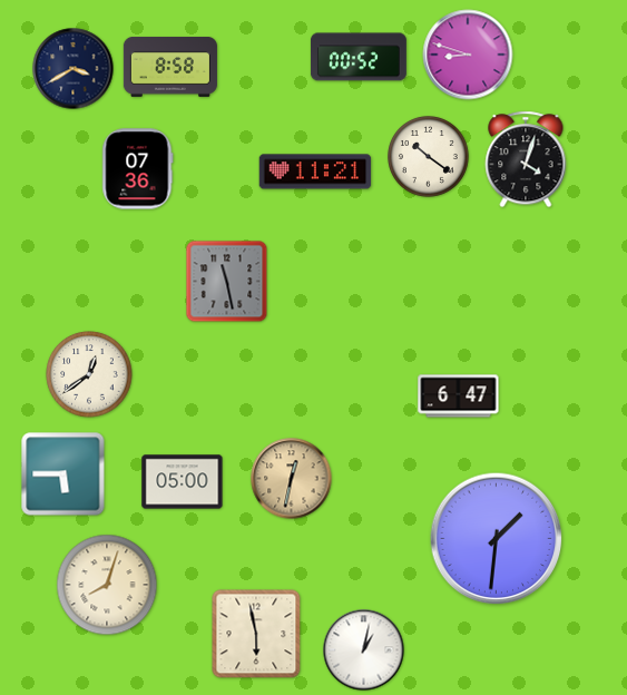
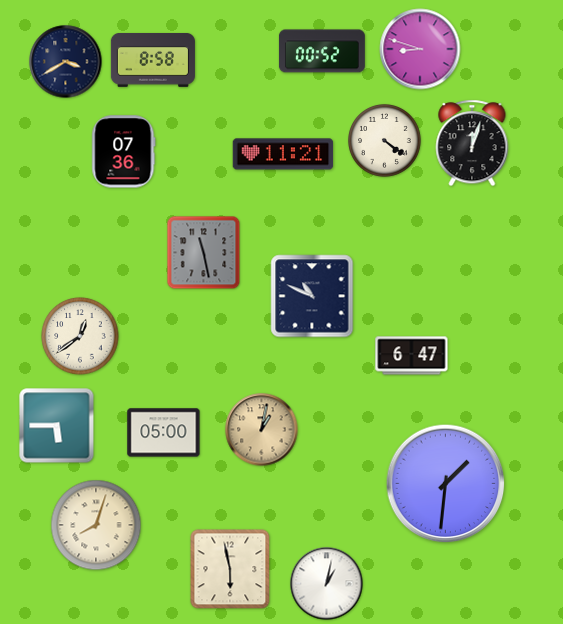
clock at (429, 157): 10:21 -> 4:21
clock at (526, 159): 4:03 -> 12:03
clock at (312, 296): none -> 10:49
clock at (292, 479): 12:32 -> 1:02
